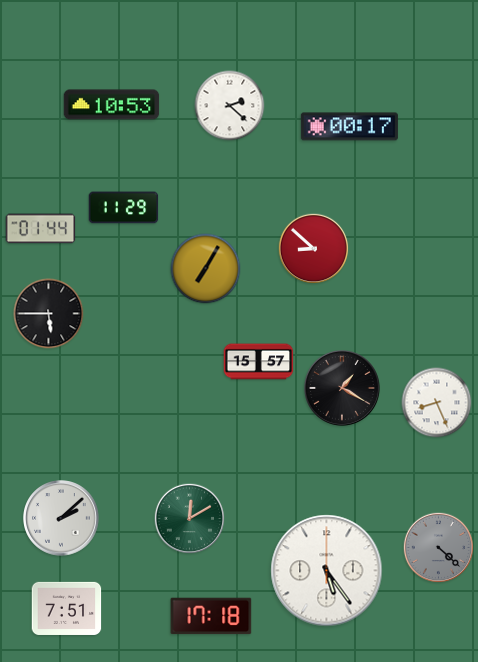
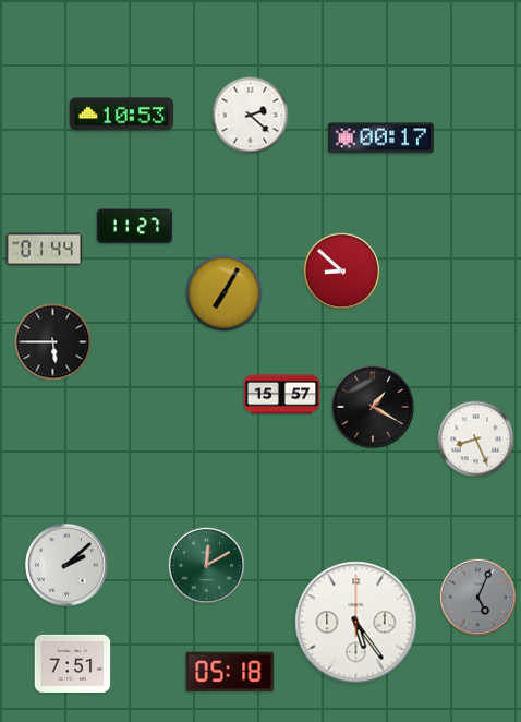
clock at (124, 208): 11:29 -> 11:27
clock at (342, 388) position: (342, 388) -> (373, 407)
clock at (439, 548): 4:22 -> 5:04
clock at (211, 616): 17:18 -> 05:18
